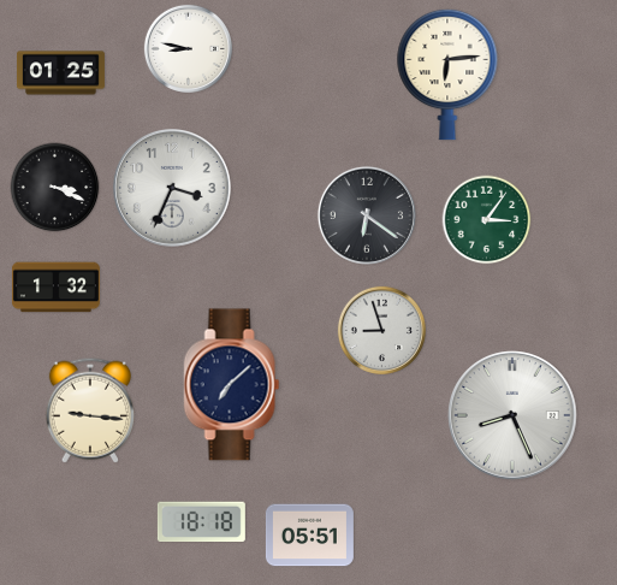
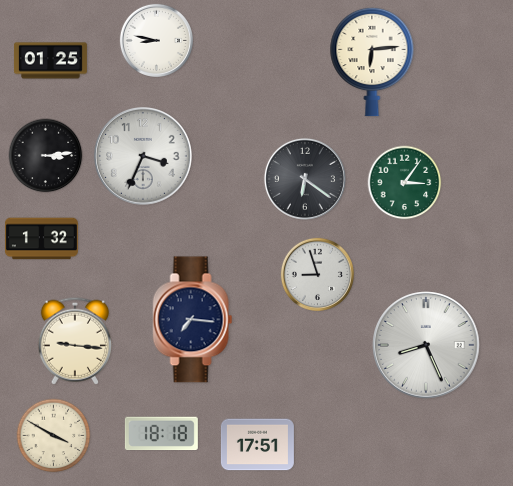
clock at (55, 188): 3:19 -> 3:14
clock at (55, 288) position: (55, 288) -> (41, 239)
clock at (232, 385): 7:08 -> 7:16
clock at (201, 522) position: (201, 522) -> (161, 434)
clock at (54, 436): none -> 3:50
clock at (309, 536): 05:51 -> 17:51
